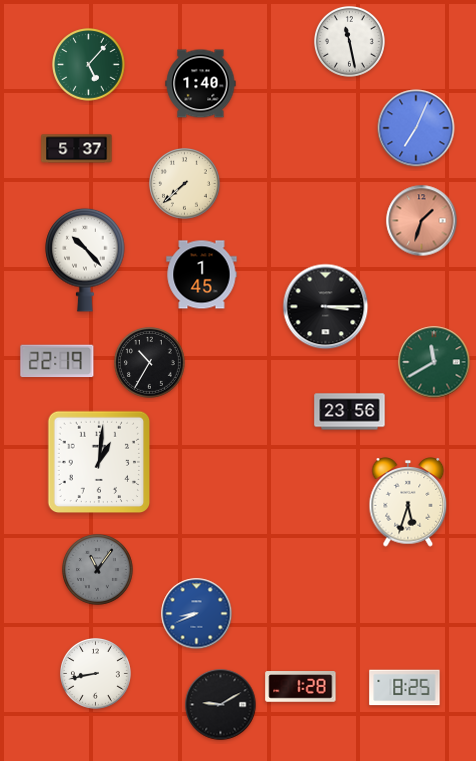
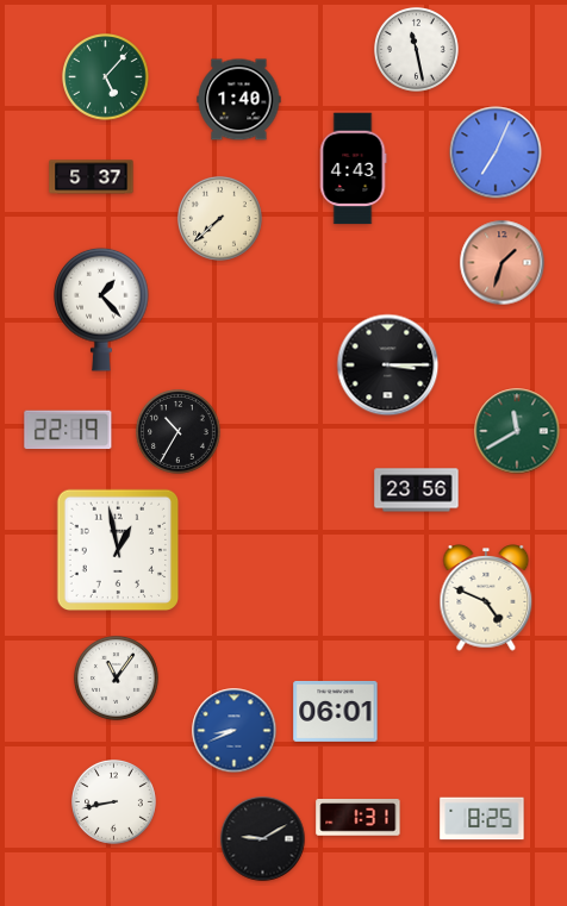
clock at (353, 169): none -> 4:43
clock at (85, 260): 10:23 -> 1:23
clock at (202, 275): 1:45 -> none
clock at (99, 462): 1:01 -> 12:58
clock at (408, 502): 5:33 -> 4:49
clock at (98, 570) dial: grey -> white
clock at (336, 711): none -> 06:01
clock at (301, 687): 1:28 -> 1:31
